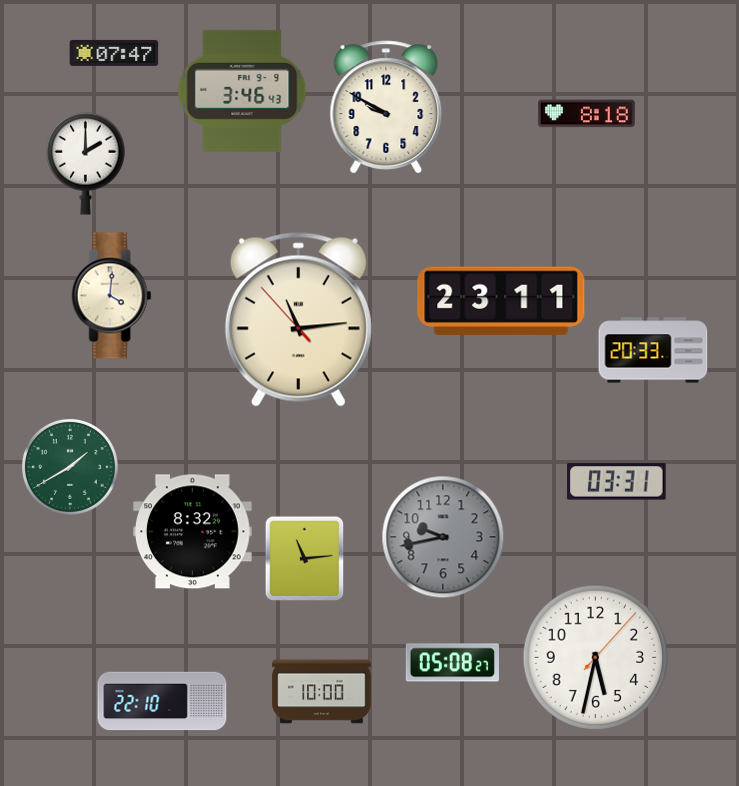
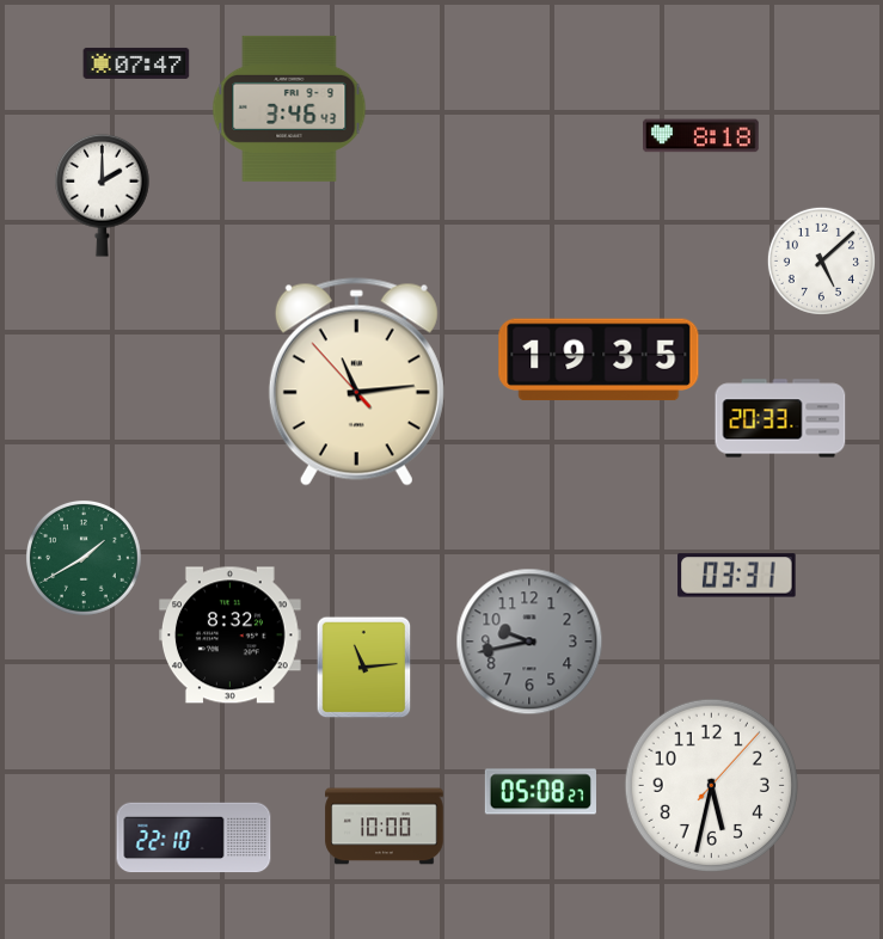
clock at (386, 107): 9:50 -> none
clock at (821, 260): none -> 5:08
clock at (112, 296): 4:01 -> none
clock at (501, 301): 23:11 -> 19:35
